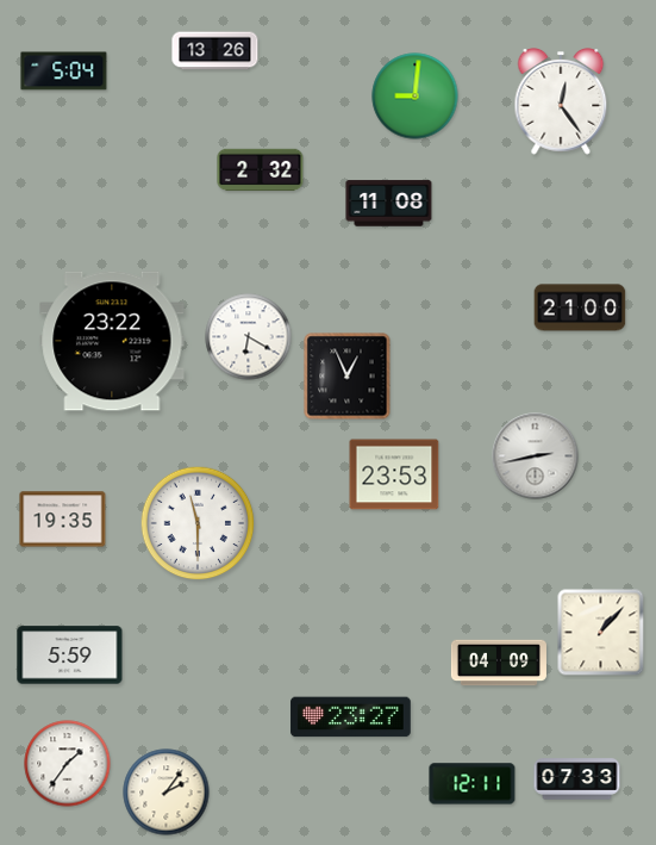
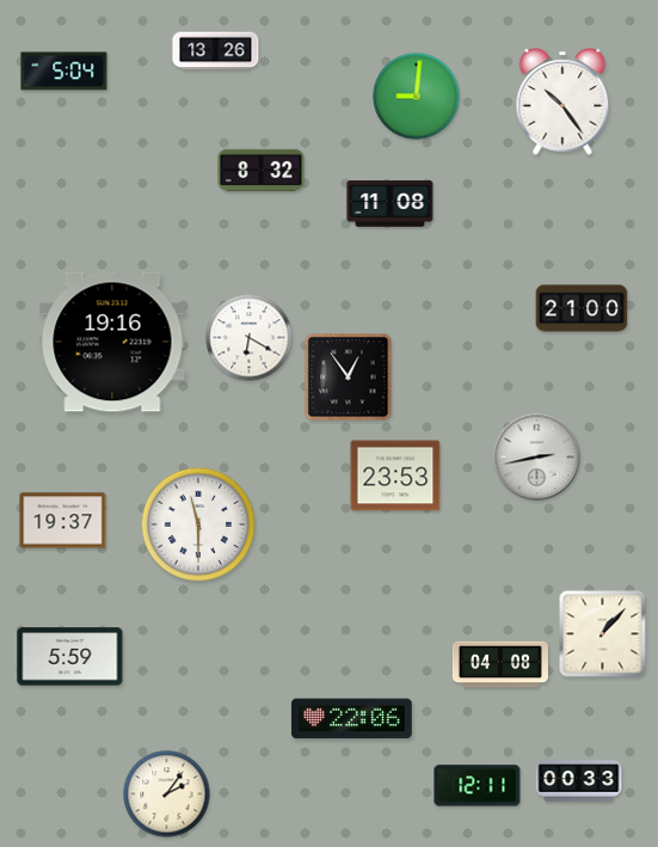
clock at (561, 102): 12:24 -> 10:24
clock at (261, 170): 2:32 -> 8:32
clock at (112, 341): 23:22 -> 19:16
clock at (348, 377): 12:56 -> 12:54
clock at (63, 520): 19:35 -> 19:37
clock at (499, 663): 04:09 -> 04:08
clock at (351, 717): 23:27 -> 22:06
clock at (68, 764): 1:36 -> none
clock at (577, 779): 07:33 -> 00:33
clock at (473, 784) position: (473, 784) -> (478, 786)
